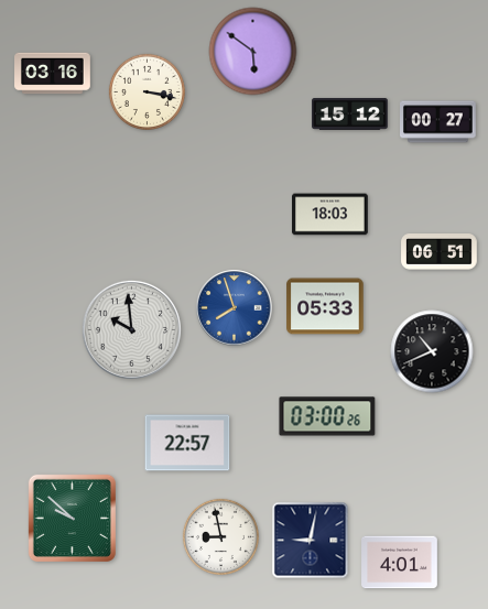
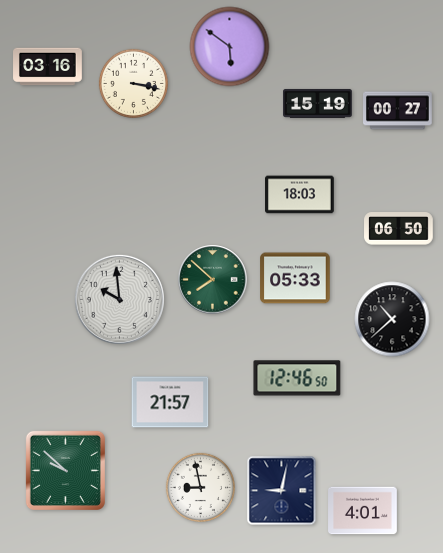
clock at (350, 113): 15:12 -> 15:19
clock at (440, 252): 06:51 -> 06:50
clock at (235, 308): 7:57 -> 7:52
clock at (235, 308) dial: blue -> green
clock at (432, 351): 10:41 -> 10:38
clock at (327, 416): 03:00 -> 12:46
clock at (187, 443): 22:57 -> 21:57
